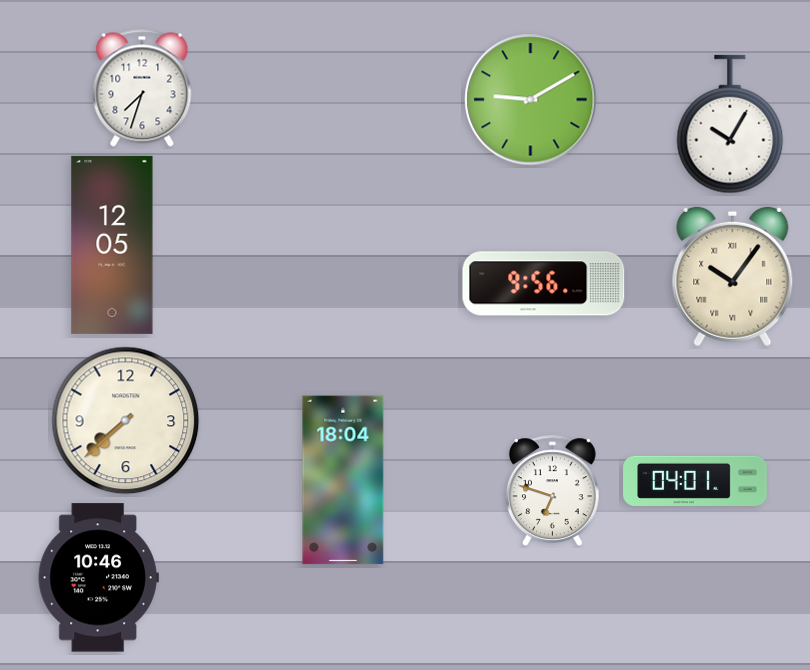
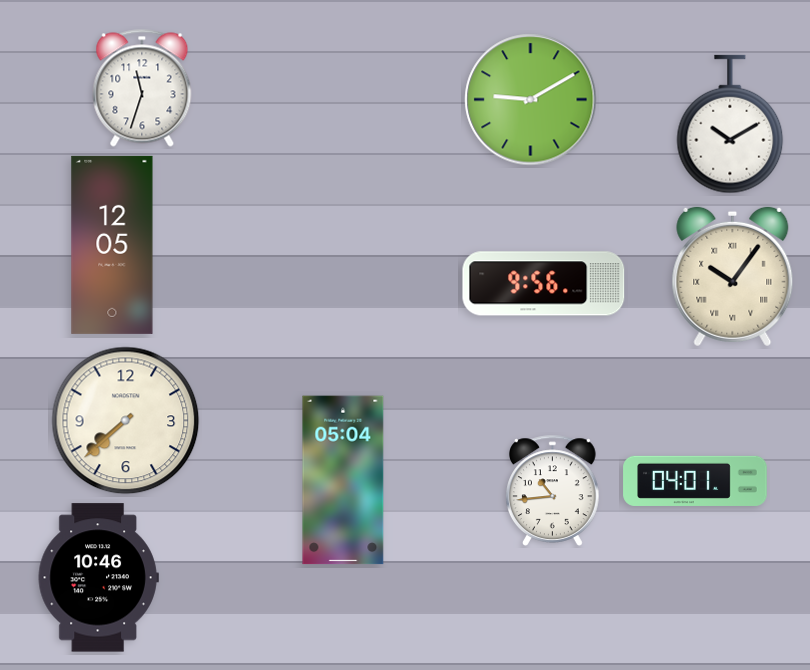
clock at (142, 88): 7:33 -> 11:33
clock at (730, 124): 10:05 -> 10:10
clock at (343, 480): 18:04 -> 05:04
clock at (553, 490): 6:48 -> 10:44
